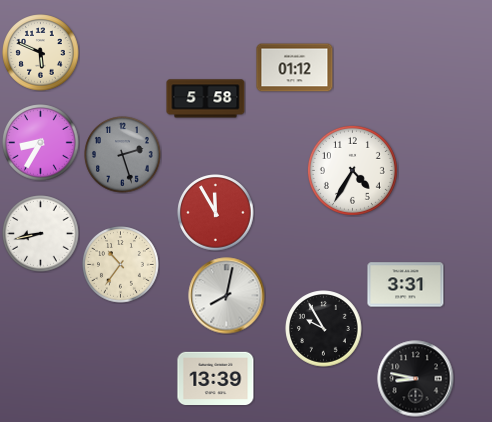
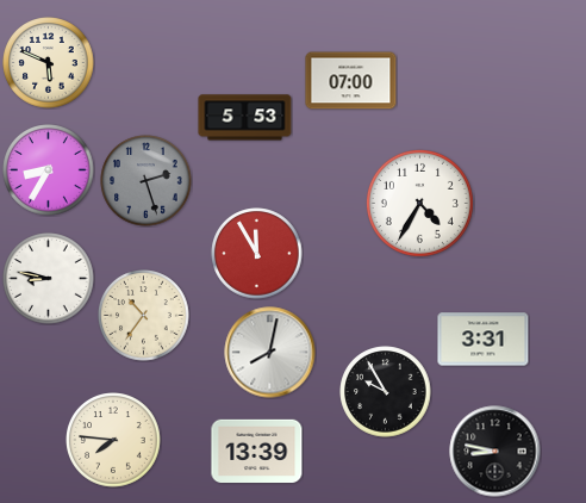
clock at (295, 68): 01:12 -> 07:00
clock at (206, 99): 5:58 -> 5:53
clock at (123, 155) position: (123, 155) -> (146, 181)
clock at (41, 234): 8:43 -> 8:47
clock at (113, 440): none -> 7:46
